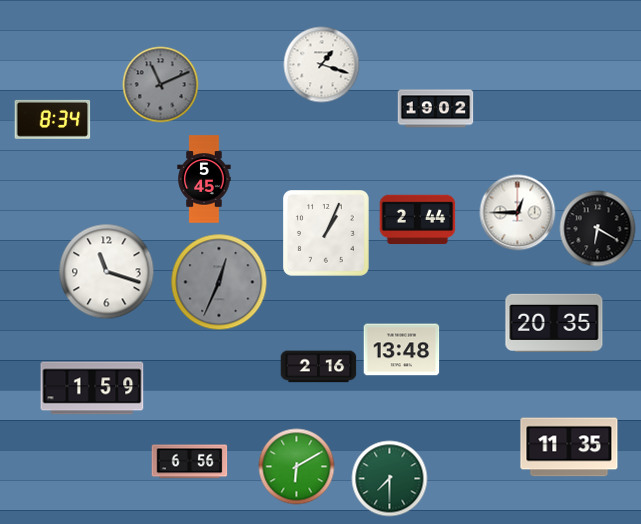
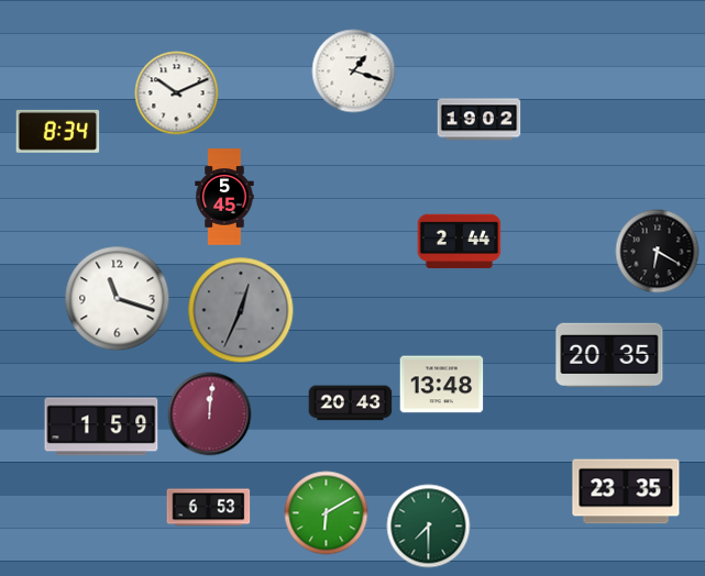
clock at (161, 85): 11:11 -> 10:11
clock at (161, 85) dial: grey -> white
clock at (518, 213): 12:45 -> none
clock at (327, 234): 1:04 -> none
clock at (319, 367): 2:16 -> 20:43
clock at (210, 414): none -> 12:01
clock at (569, 447): 11:35 -> 23:35
clock at (190, 462): 6:56 -> 6:53
